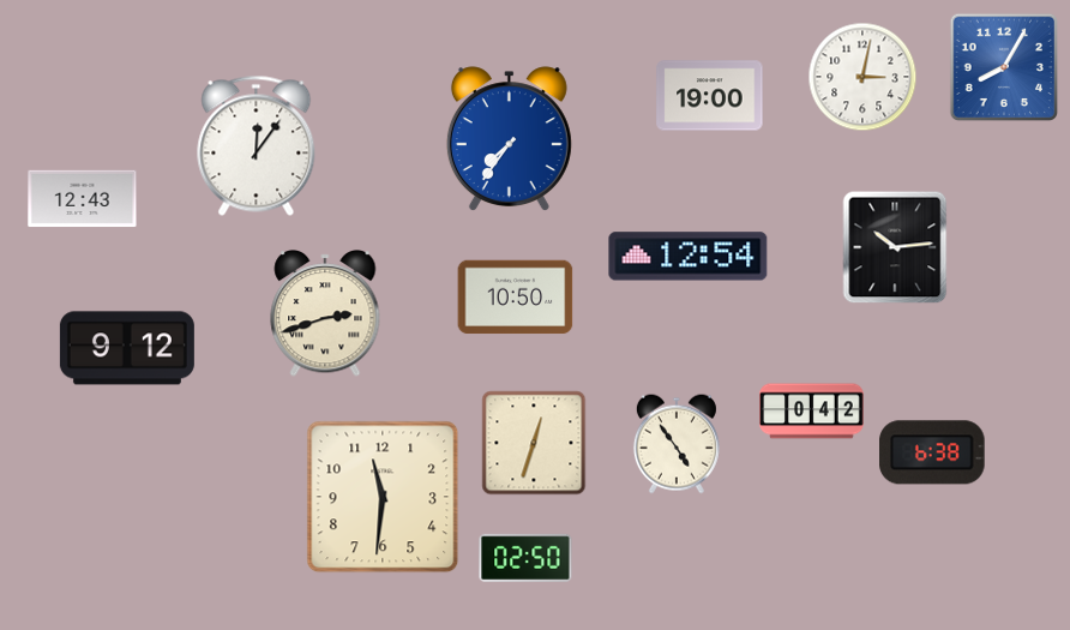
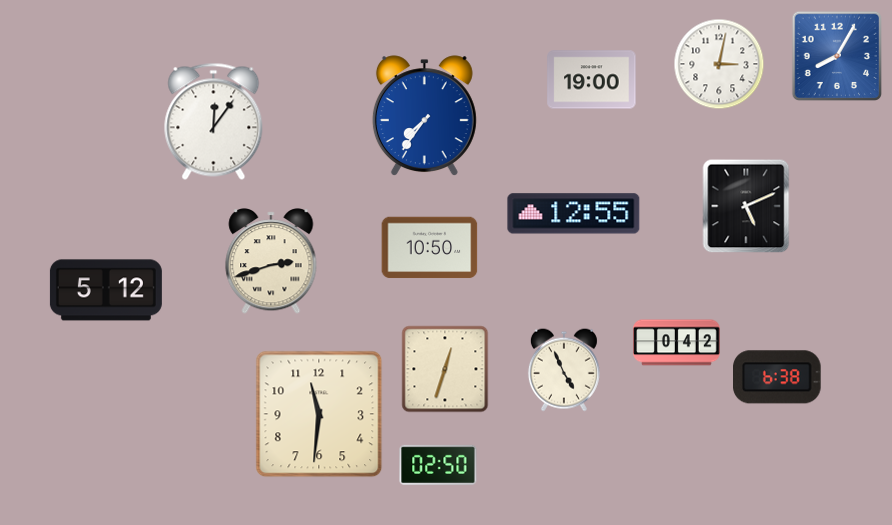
clock at (83, 199): 12:43 -> none
clock at (895, 247): 10:14 -> 5:11
clock at (689, 257): 12:54 -> 12:55
clock at (127, 348): 9:12 -> 5:12
clock at (677, 444): 4:54 -> 4:56
